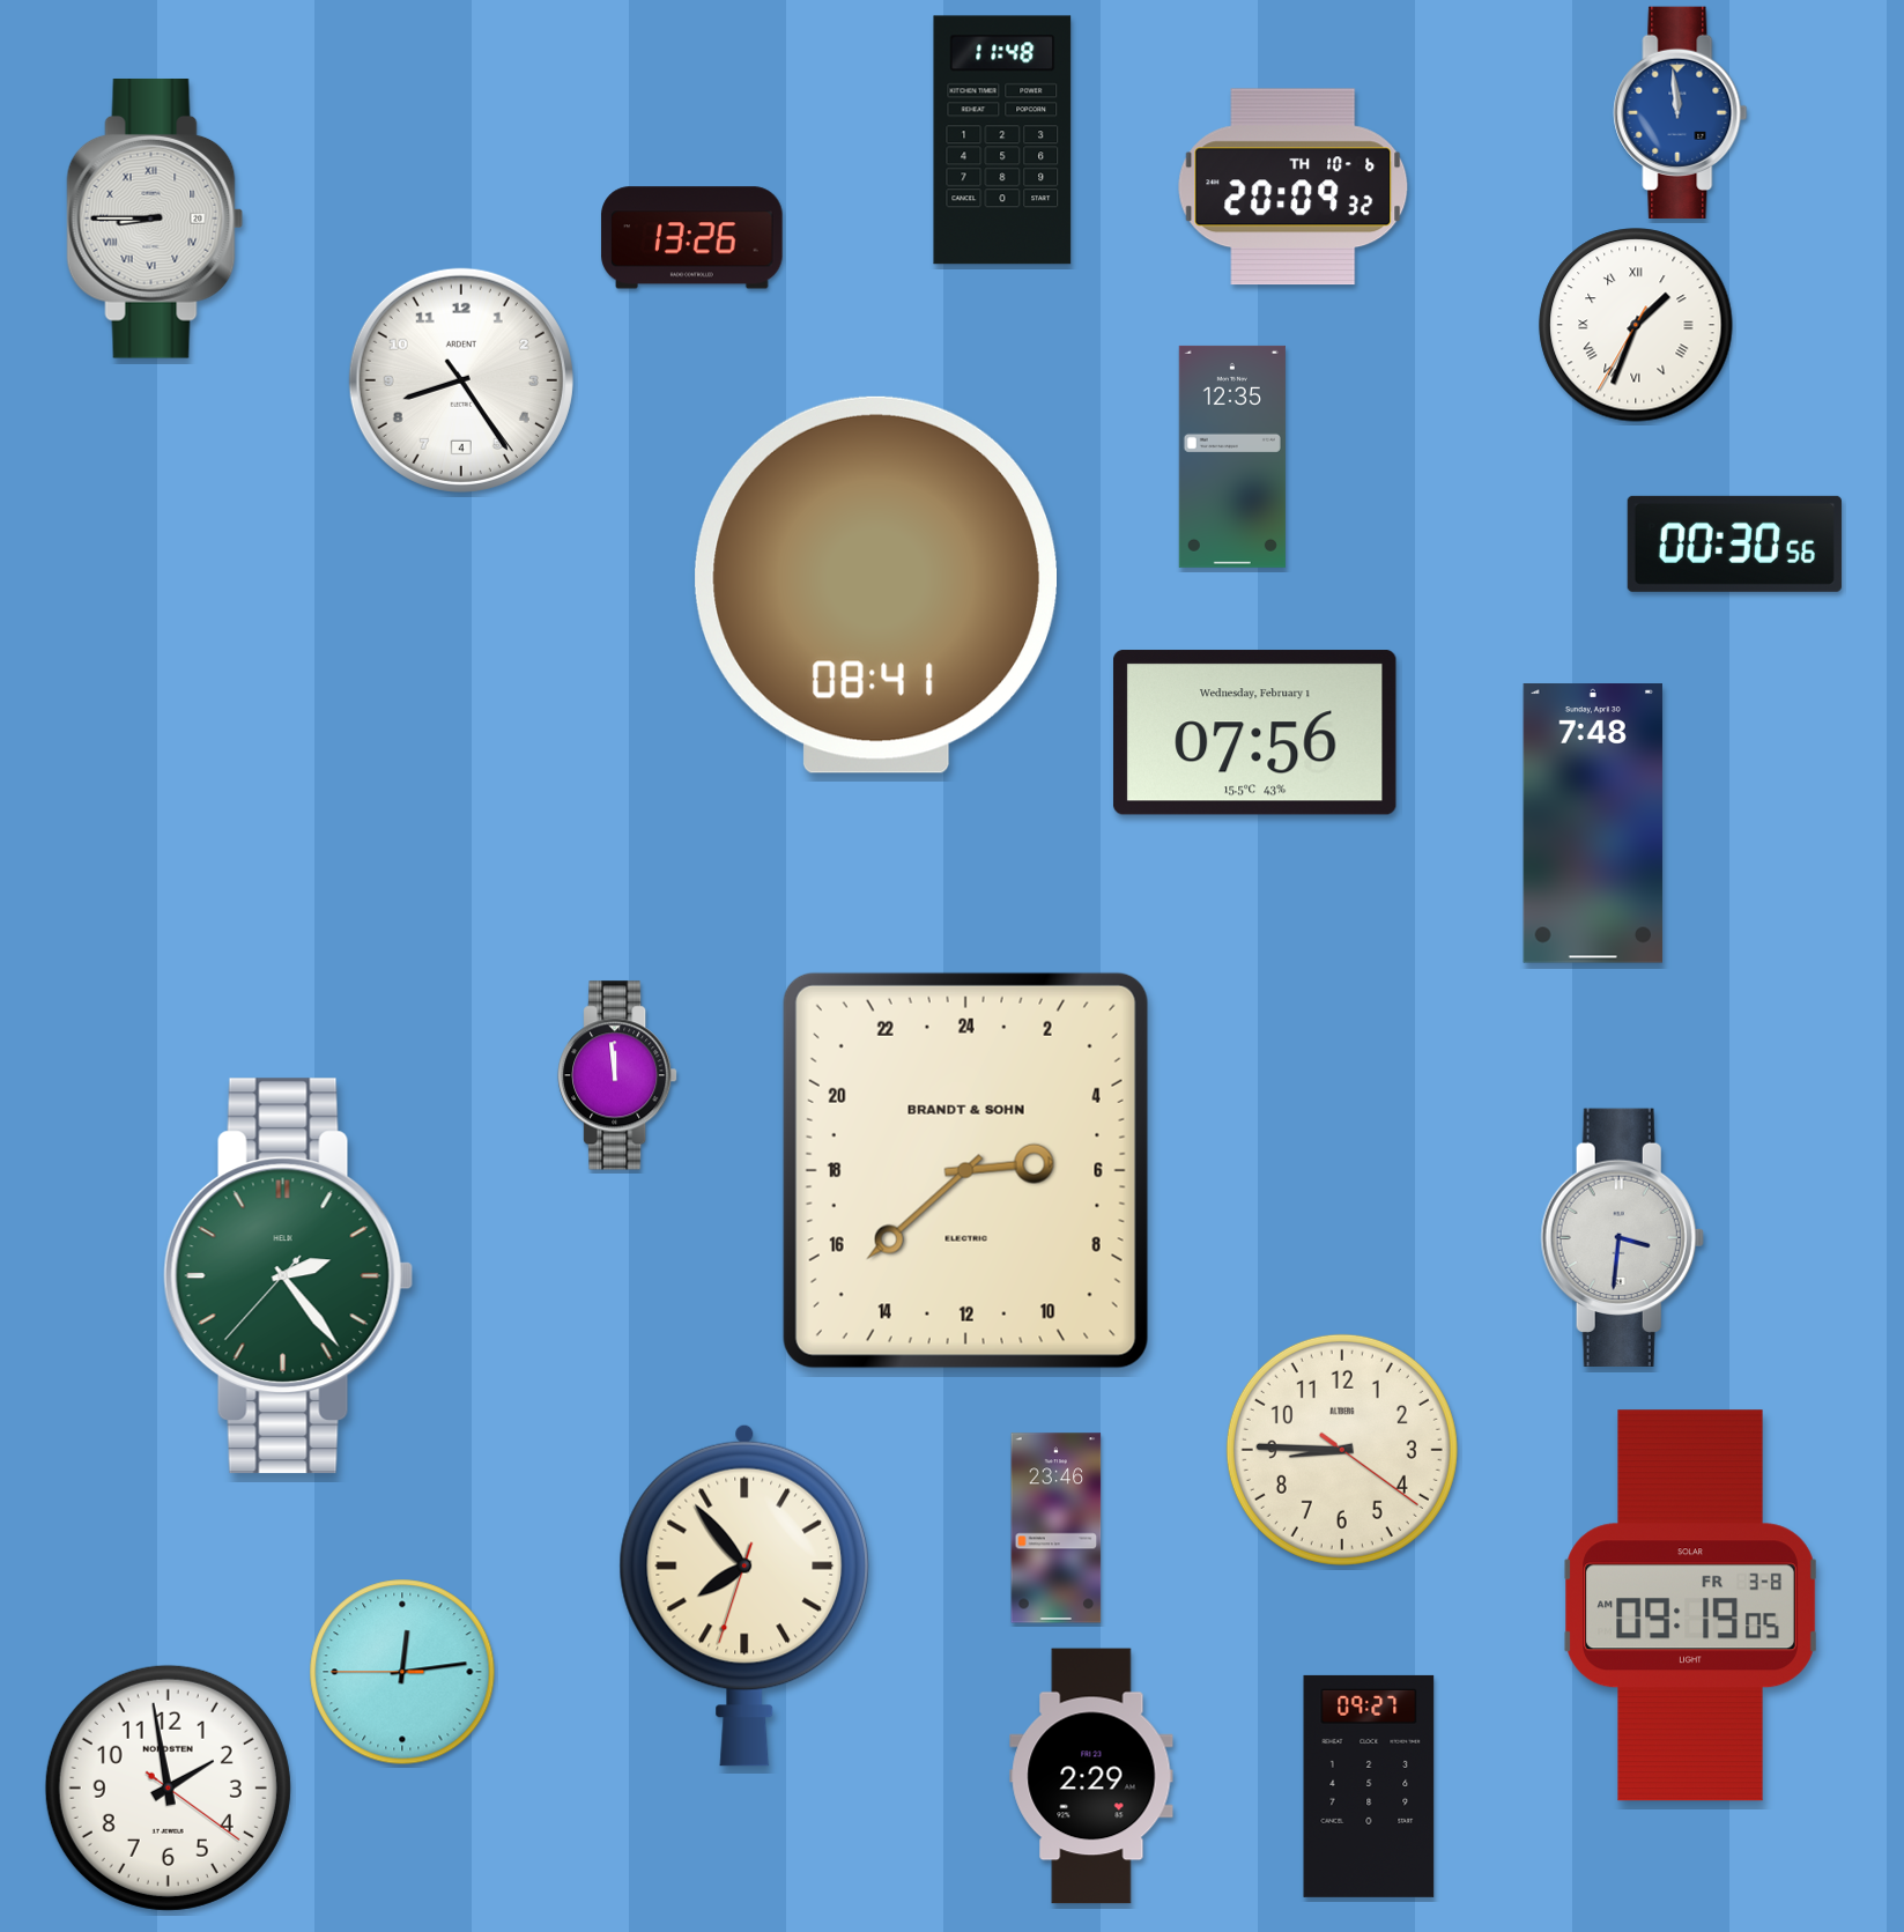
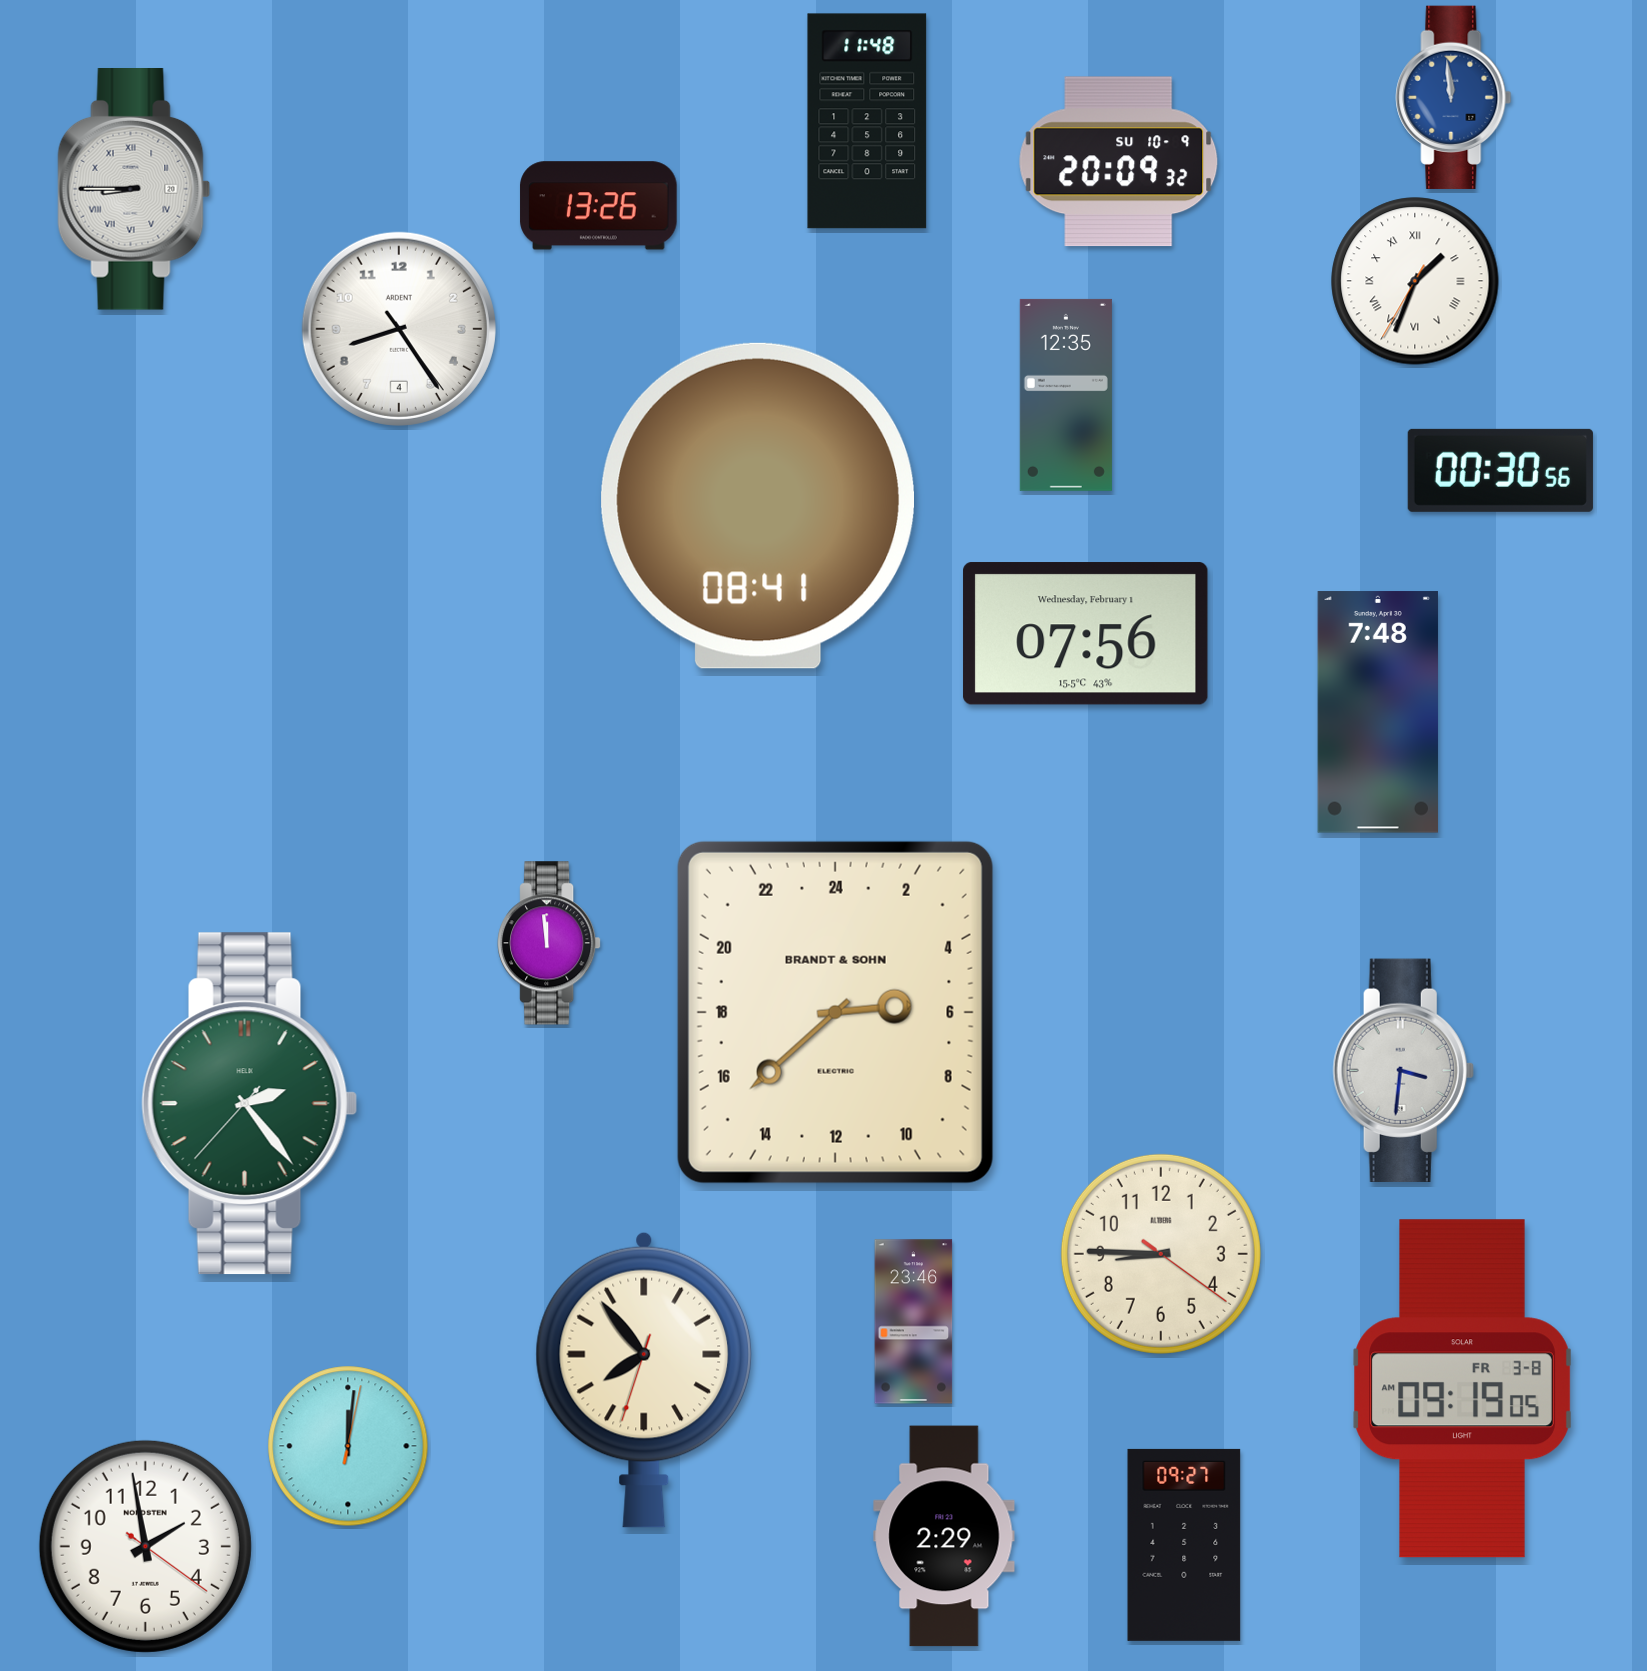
clock at (1294, 187) date: TH 10-6 -> SU 10-9
clock at (617, 1075) position: (617, 1075) -> (549, 943)
clock at (402, 1672): 12:13 -> 12:01
